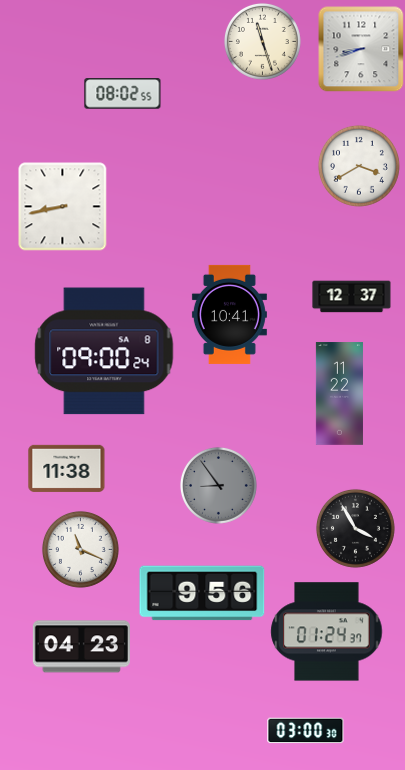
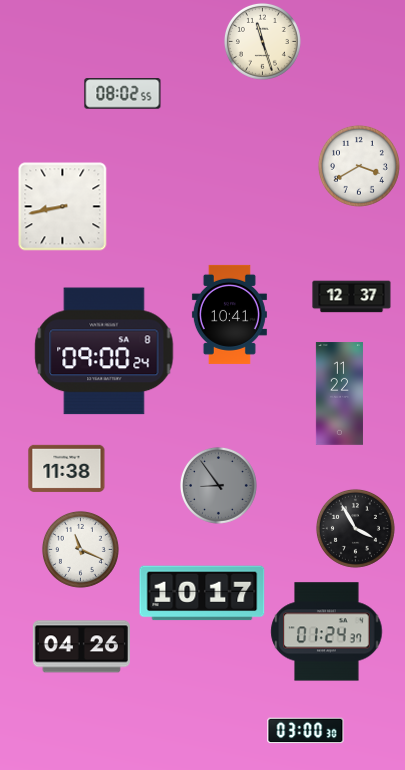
clock at (361, 49): 8:42 -> none
clock at (202, 593): 9:56 -> 10:17
clock at (81, 647): 04:23 -> 04:26
